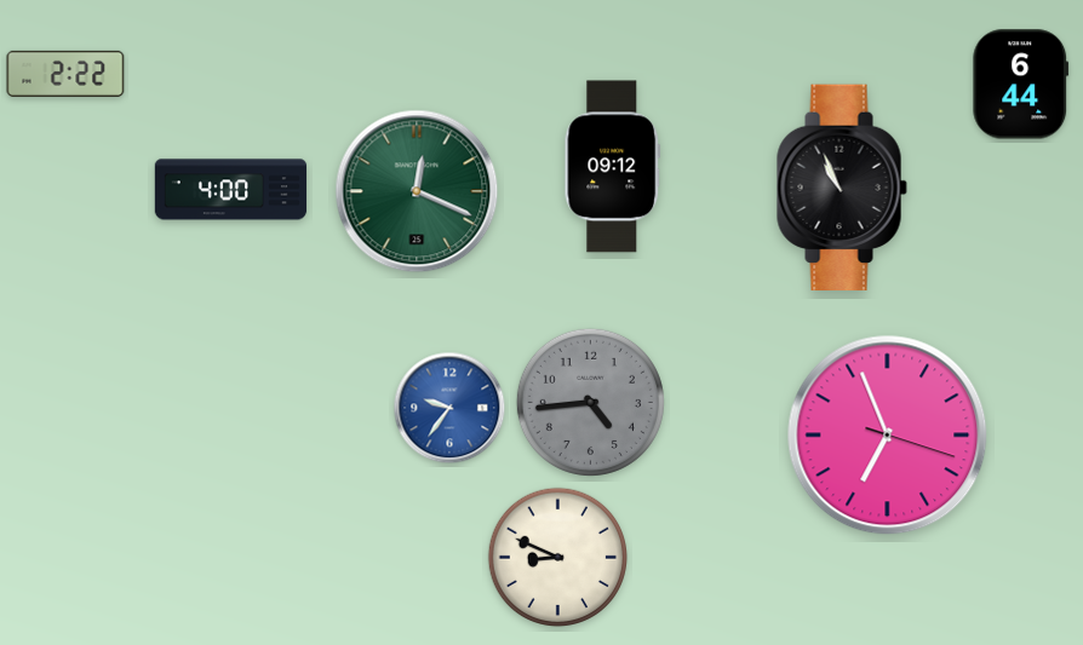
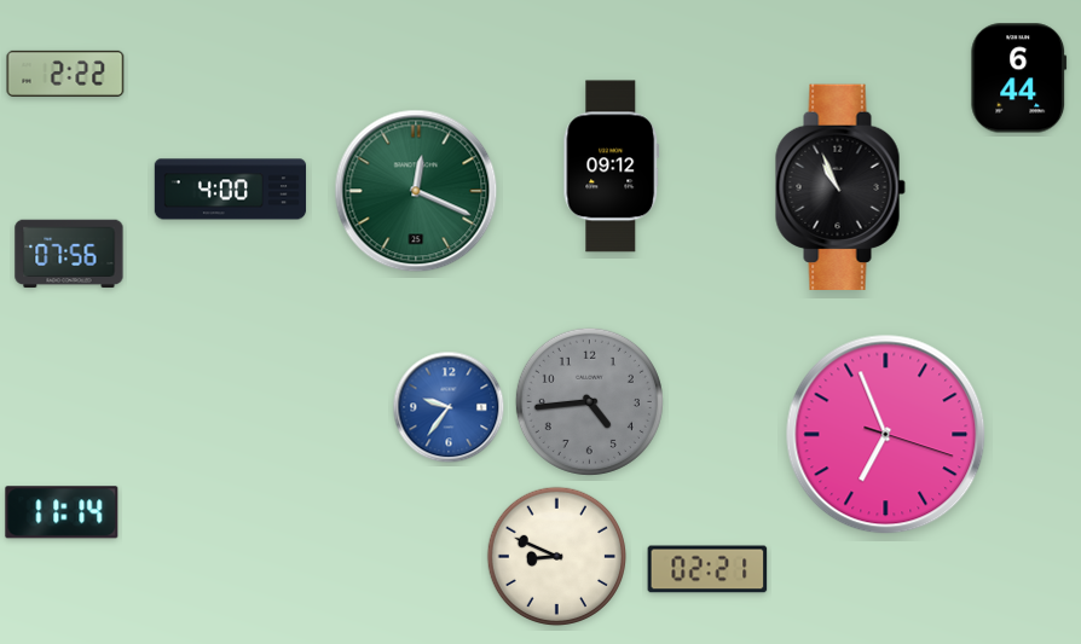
clock at (1021, 85) position: (1021, 85) -> (1019, 79)
clock at (69, 254): none -> 07:56
clock at (62, 512): none -> 11:14
clock at (707, 569): none -> 02:21
